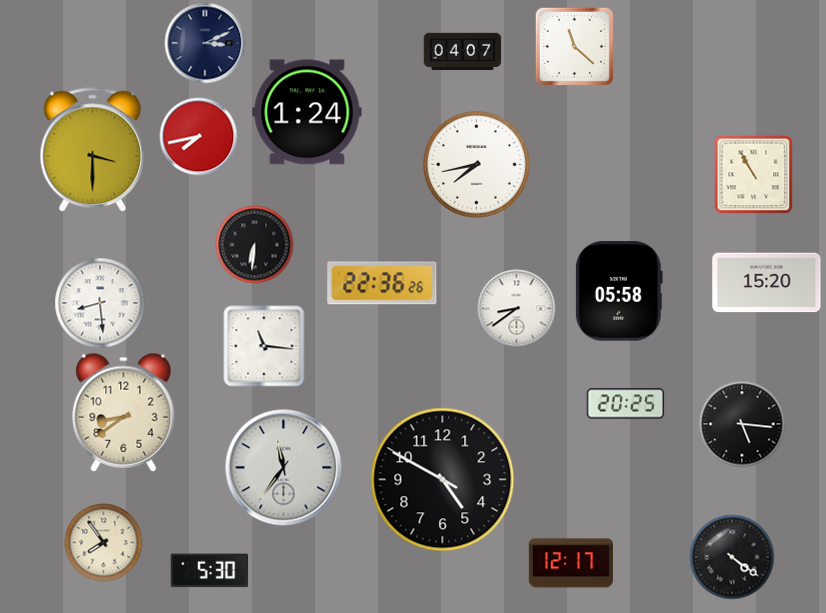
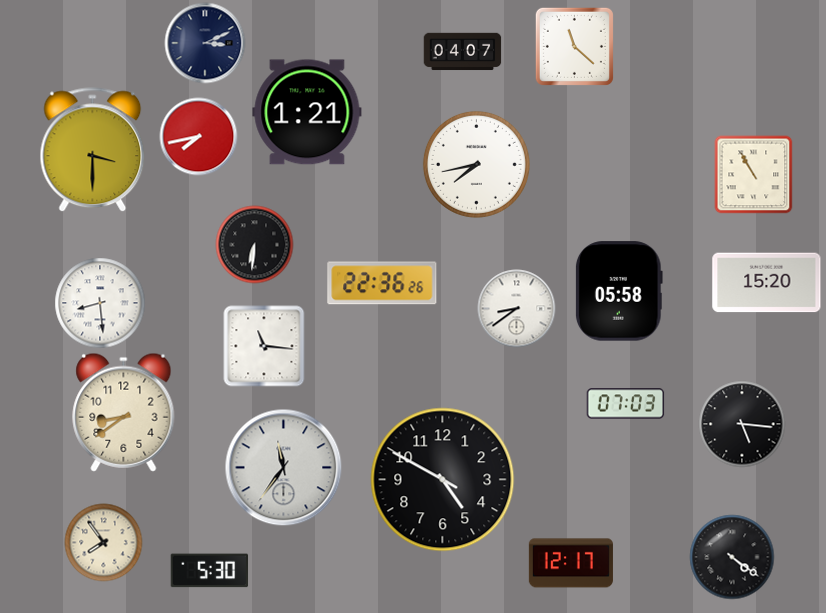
clock at (307, 112): 1:24 -> 1:21
clock at (625, 404): 20:25 -> 07:03
